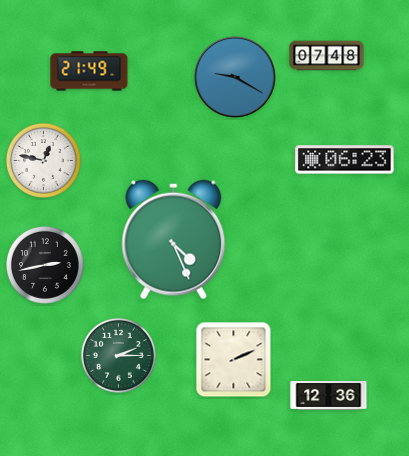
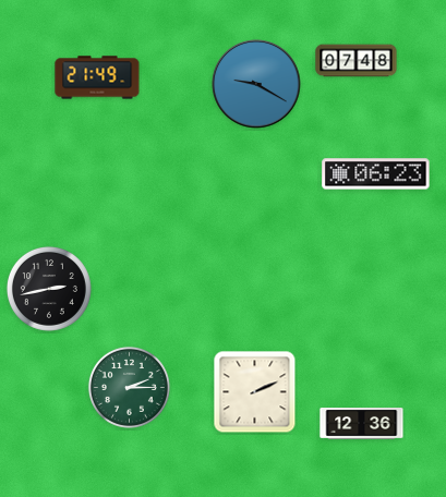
clock at (43, 160): 12:47 -> none
clock at (174, 240): 4:26 -> none
clock at (329, 396) position: (329, 396) -> (362, 424)
